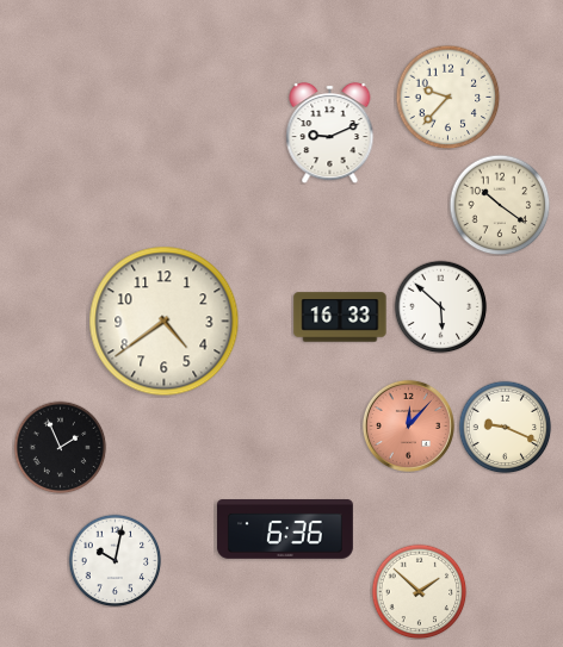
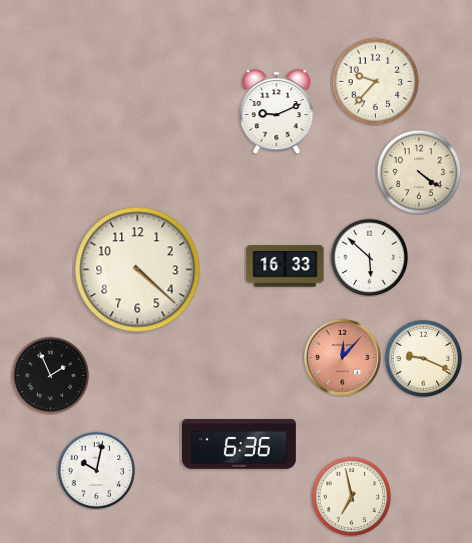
clock at (500, 205): 10:21 -> 4:21
clock at (165, 322): 4:39 -> 4:22
clock at (419, 591): 1:52 -> 6:58
